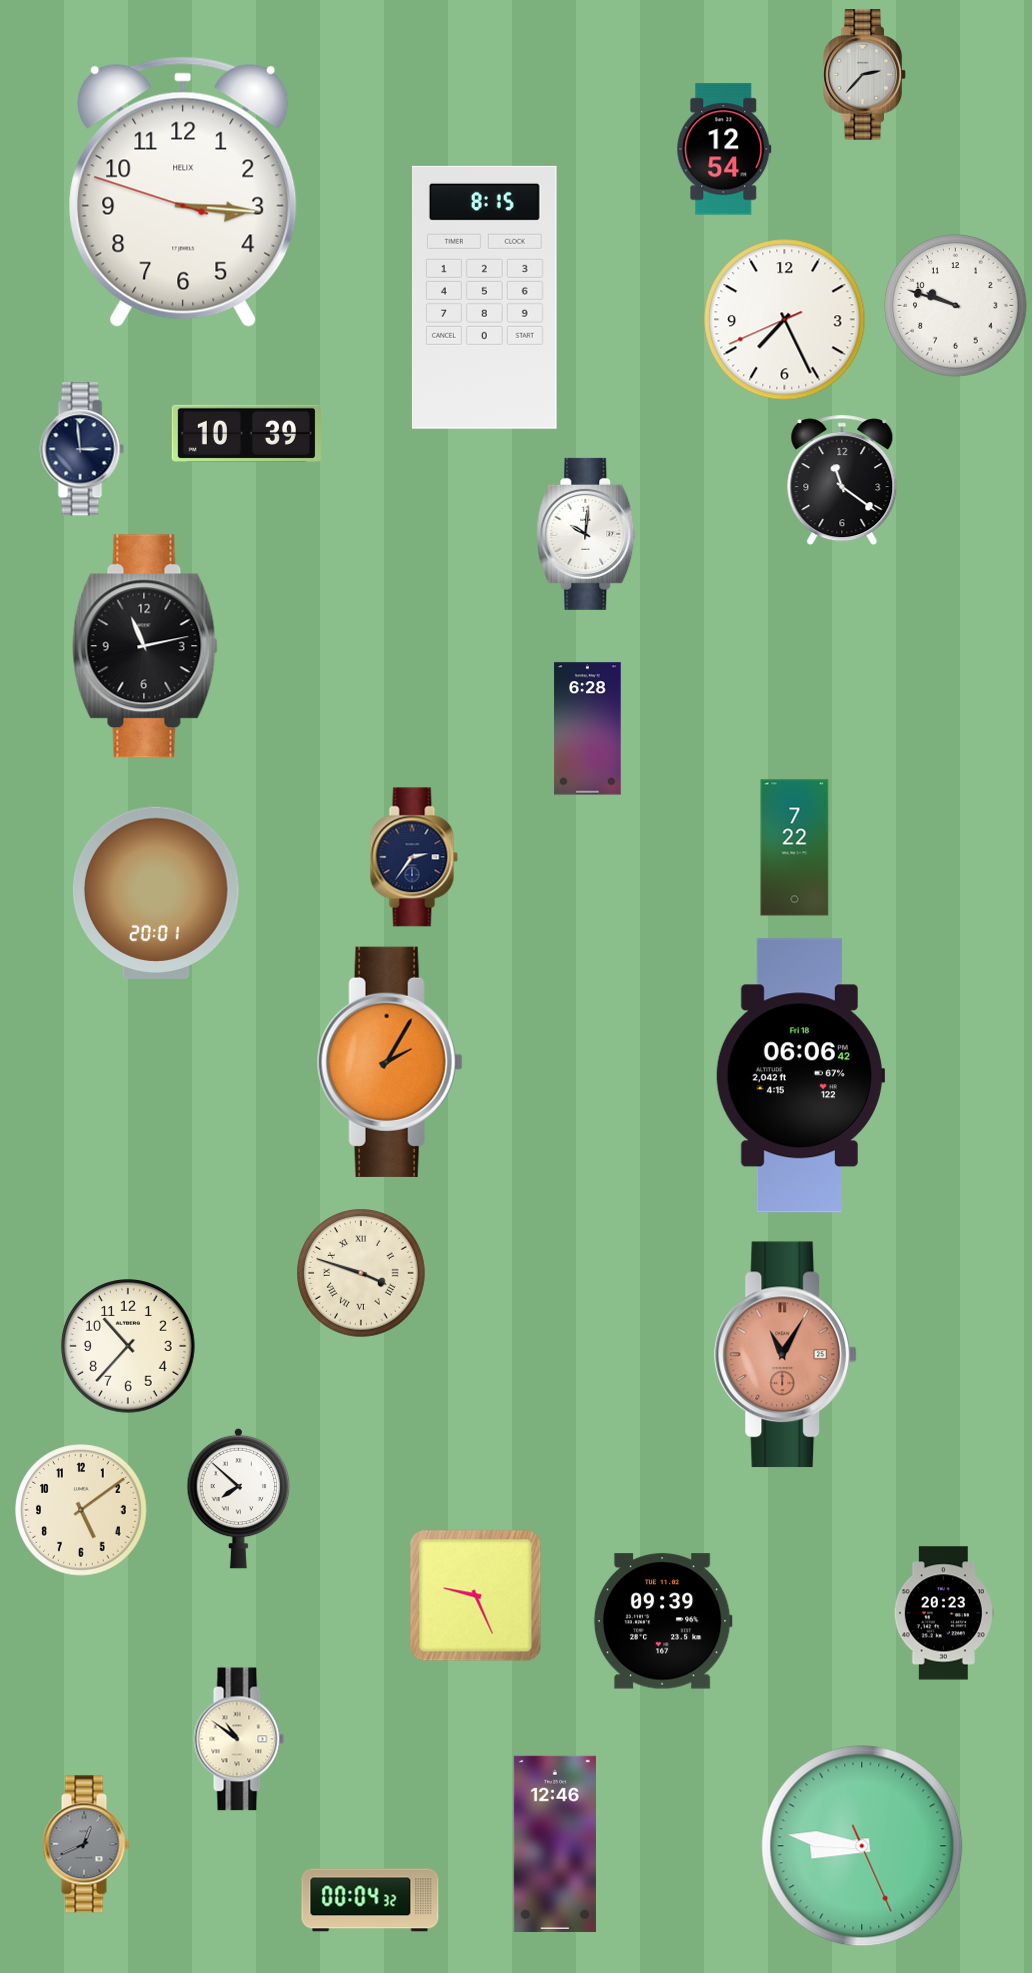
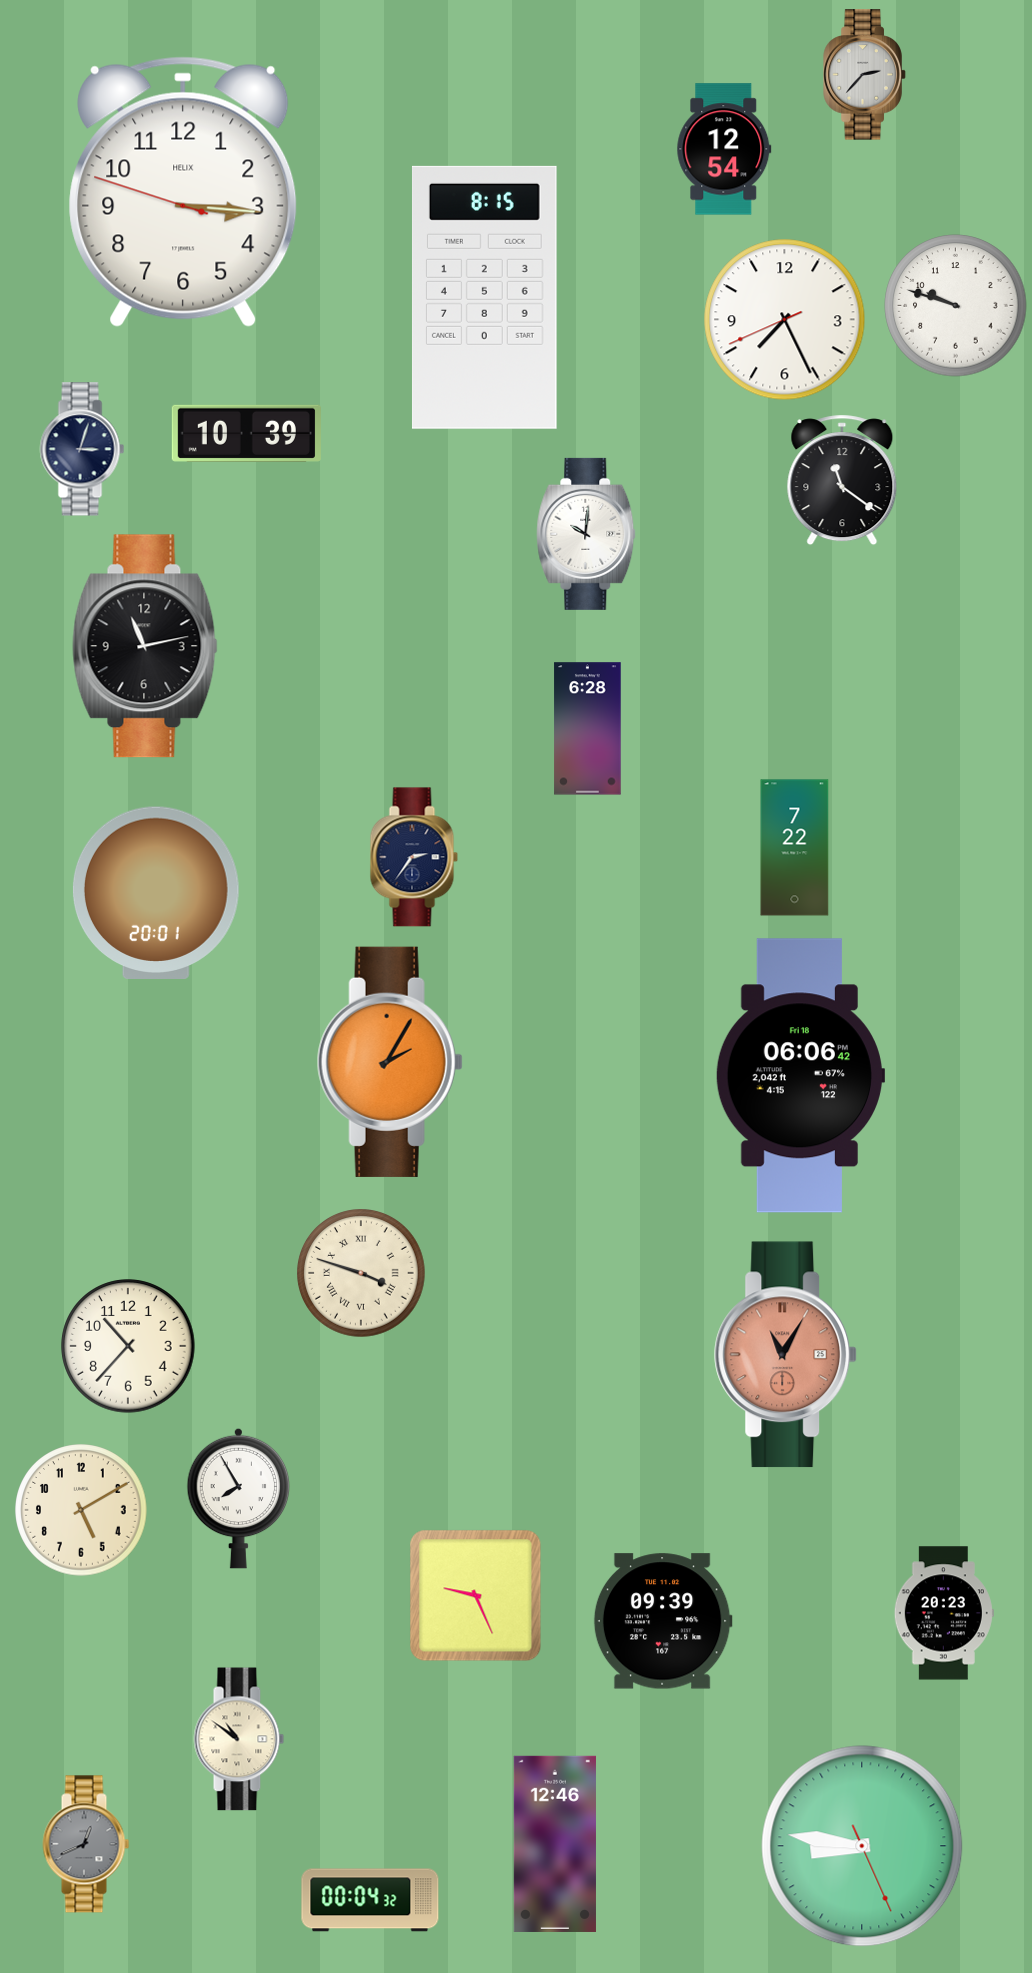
clock at (82, 449): 2:59 -> 3:03
clock at (239, 1498): 7:52 -> 7:55
clock at (81, 1510): 5:09 -> 5:10
